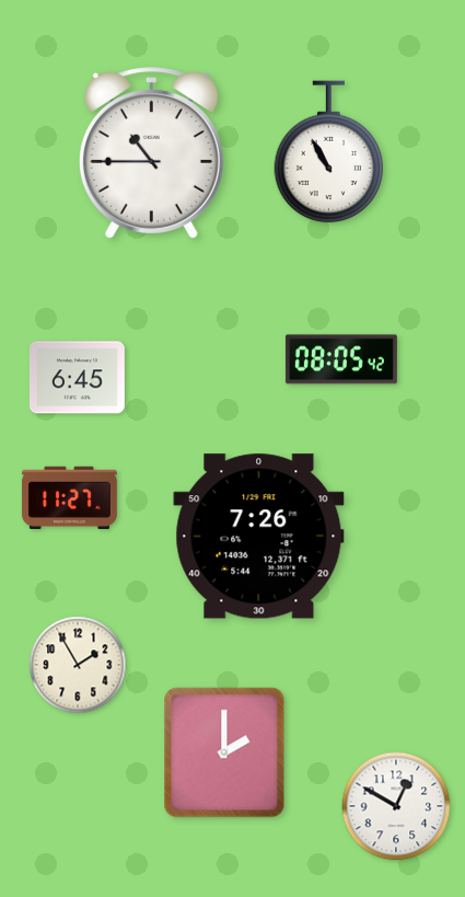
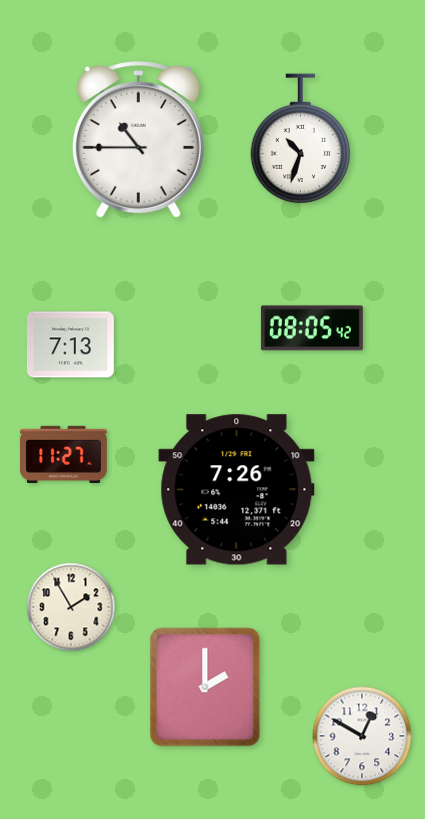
clock at (329, 152): 10:55 -> 10:33
clock at (77, 378): 6:45 -> 7:13
